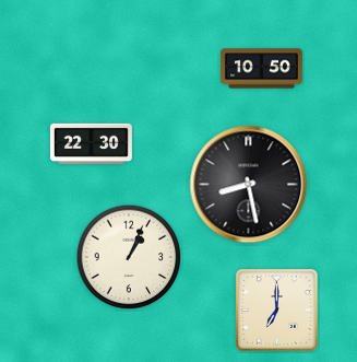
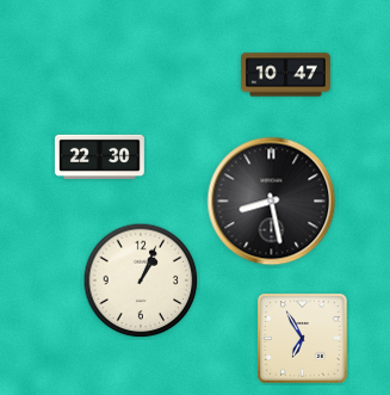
clock at (261, 69): 10:50 -> 10:47
clock at (277, 311): 7:00 -> 6:55
